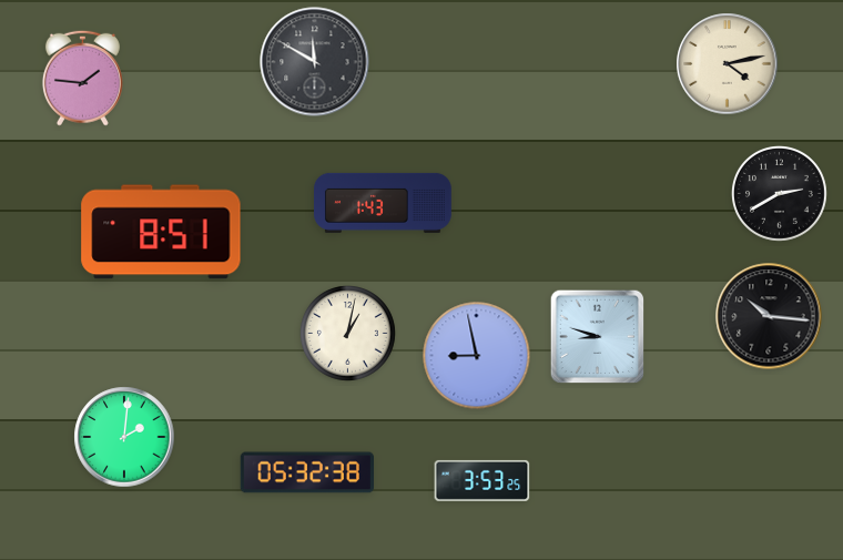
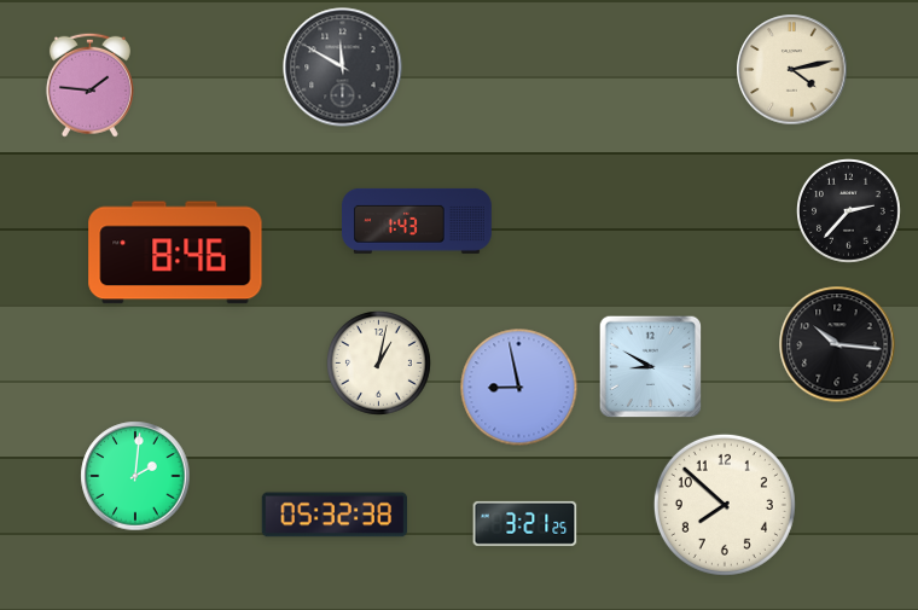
clock at (780, 194): 2:40 -> 2:37
clock at (161, 232): 8:51 -> 8:46
clock at (598, 337): 8:48 -> 8:50
clock at (725, 505): none -> 7:52
clock at (483, 480): 3:53 -> 3:21
